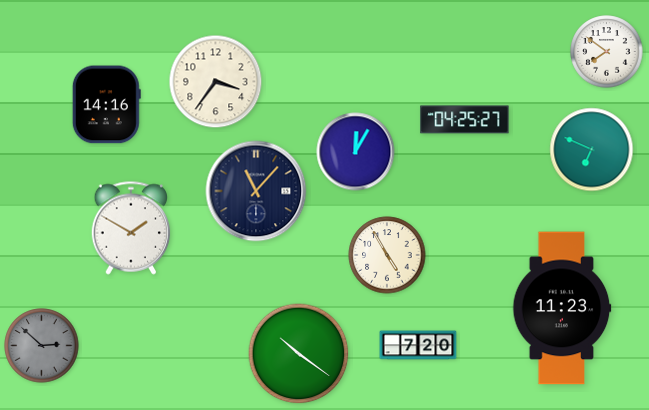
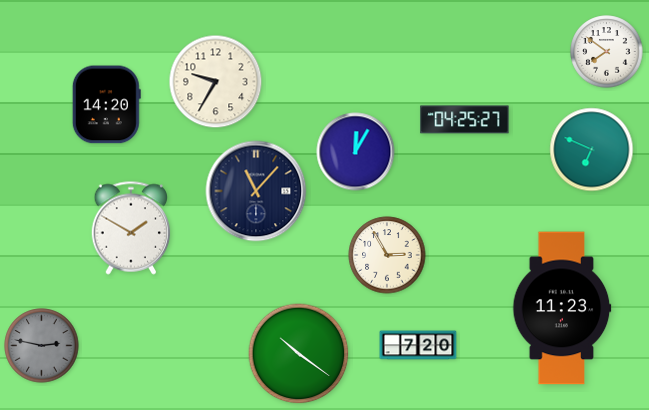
clock at (216, 82): 3:36 -> 9:35
clock at (106, 105): 14:16 -> 14:20
clock at (387, 255): 4:55 -> 2:55
clock at (42, 346): 2:52 -> 2:47
